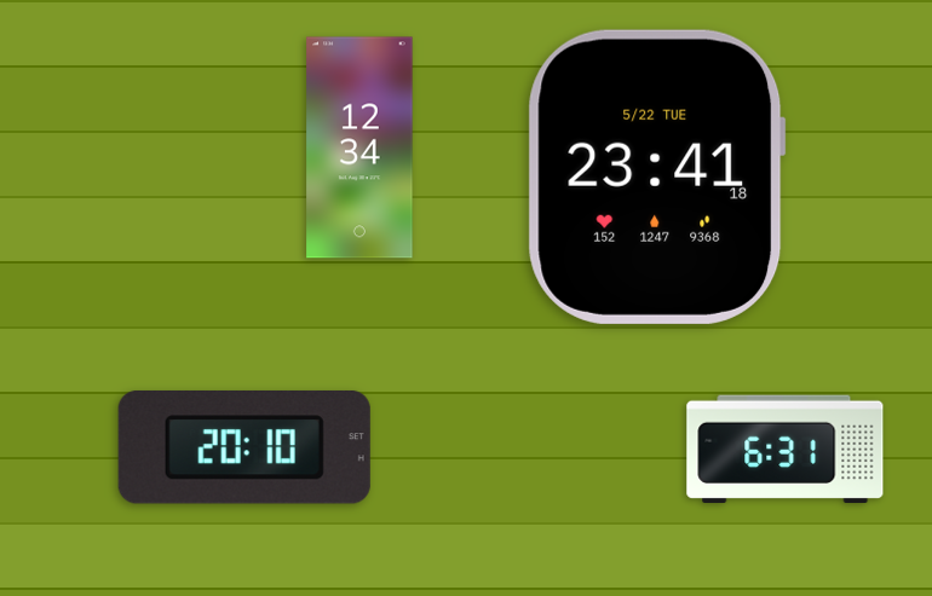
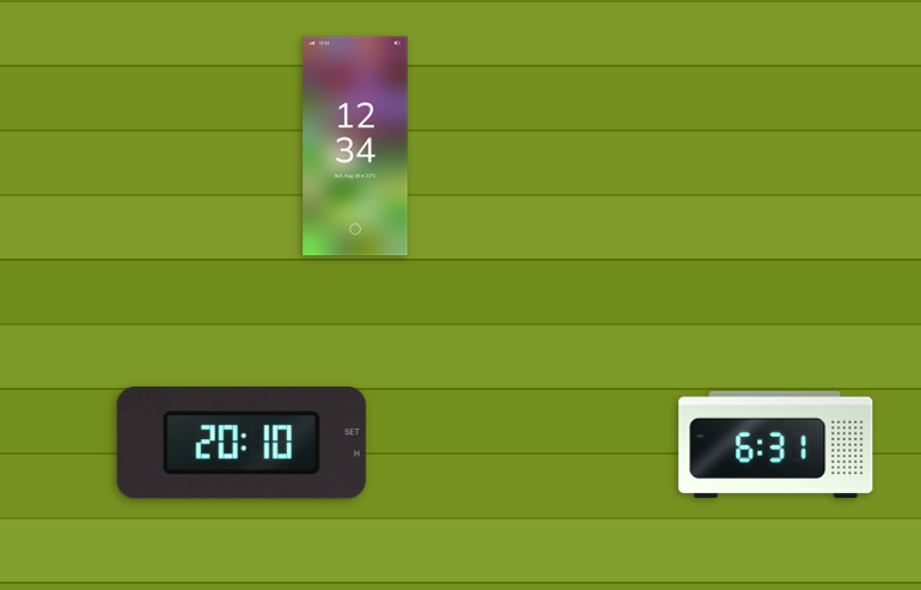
clock at (657, 177): 23:41 -> none
